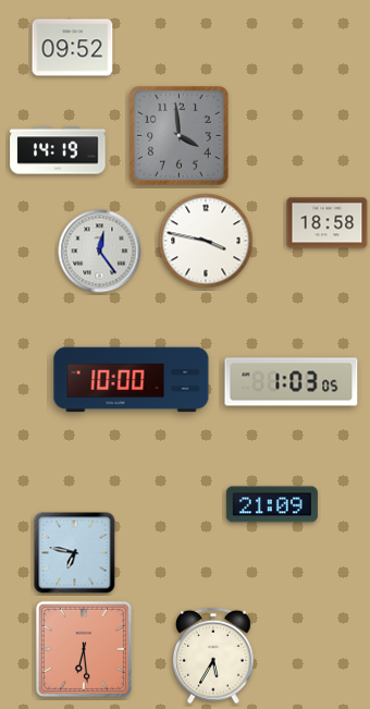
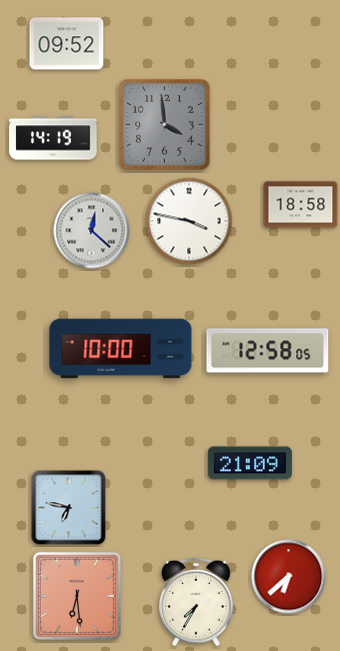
clock at (100, 252): 12:24 -> 12:22
clock at (292, 382): 1:03 -> 12:58
clock at (289, 577): none -> 6:38
clock at (213, 656): 5:35 -> 7:35
